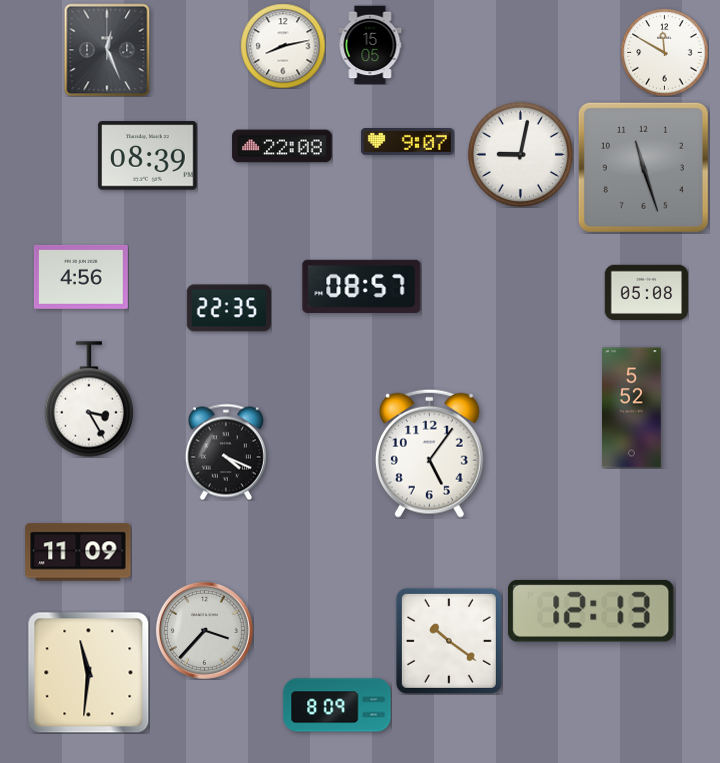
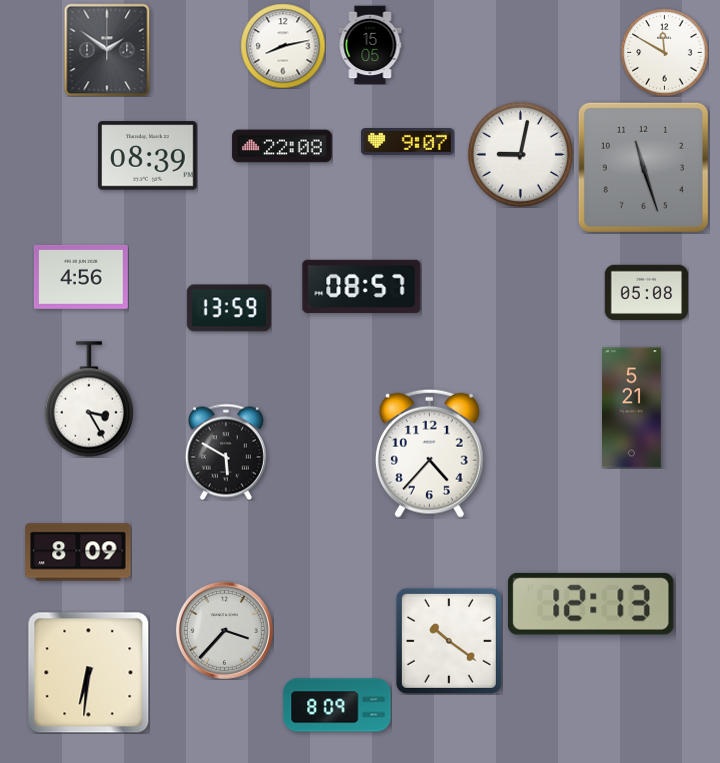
clock at (107, 50): 12:26 -> 1:51
clock at (229, 308): 22:35 -> 13:59
clock at (632, 408): 5:52 -> 5:21
clock at (226, 452): 4:19 -> 5:50
clock at (429, 453): 5:06 -> 4:37
clock at (78, 552): 11:09 -> 8:09
clock at (591, 611) position: (591, 611) -> (591, 604)
clock at (204, 630) position: (204, 630) -> (224, 630)
clock at (89, 673): 11:31 -> 6:31
